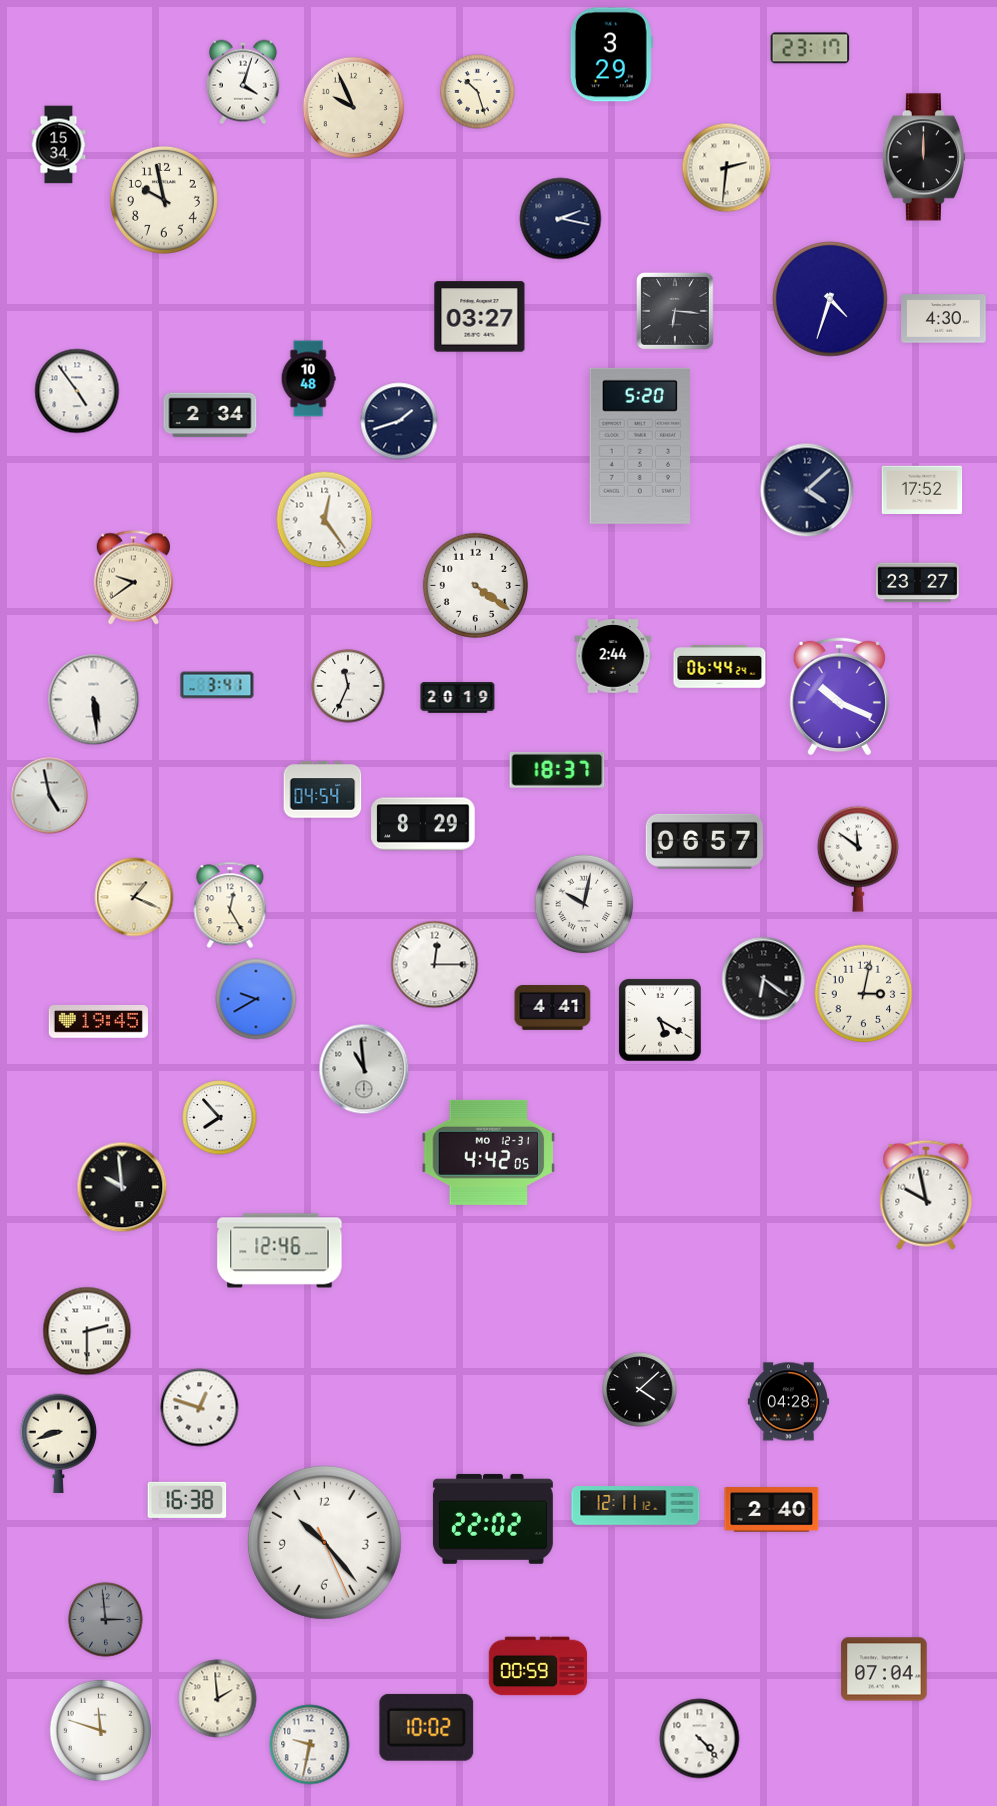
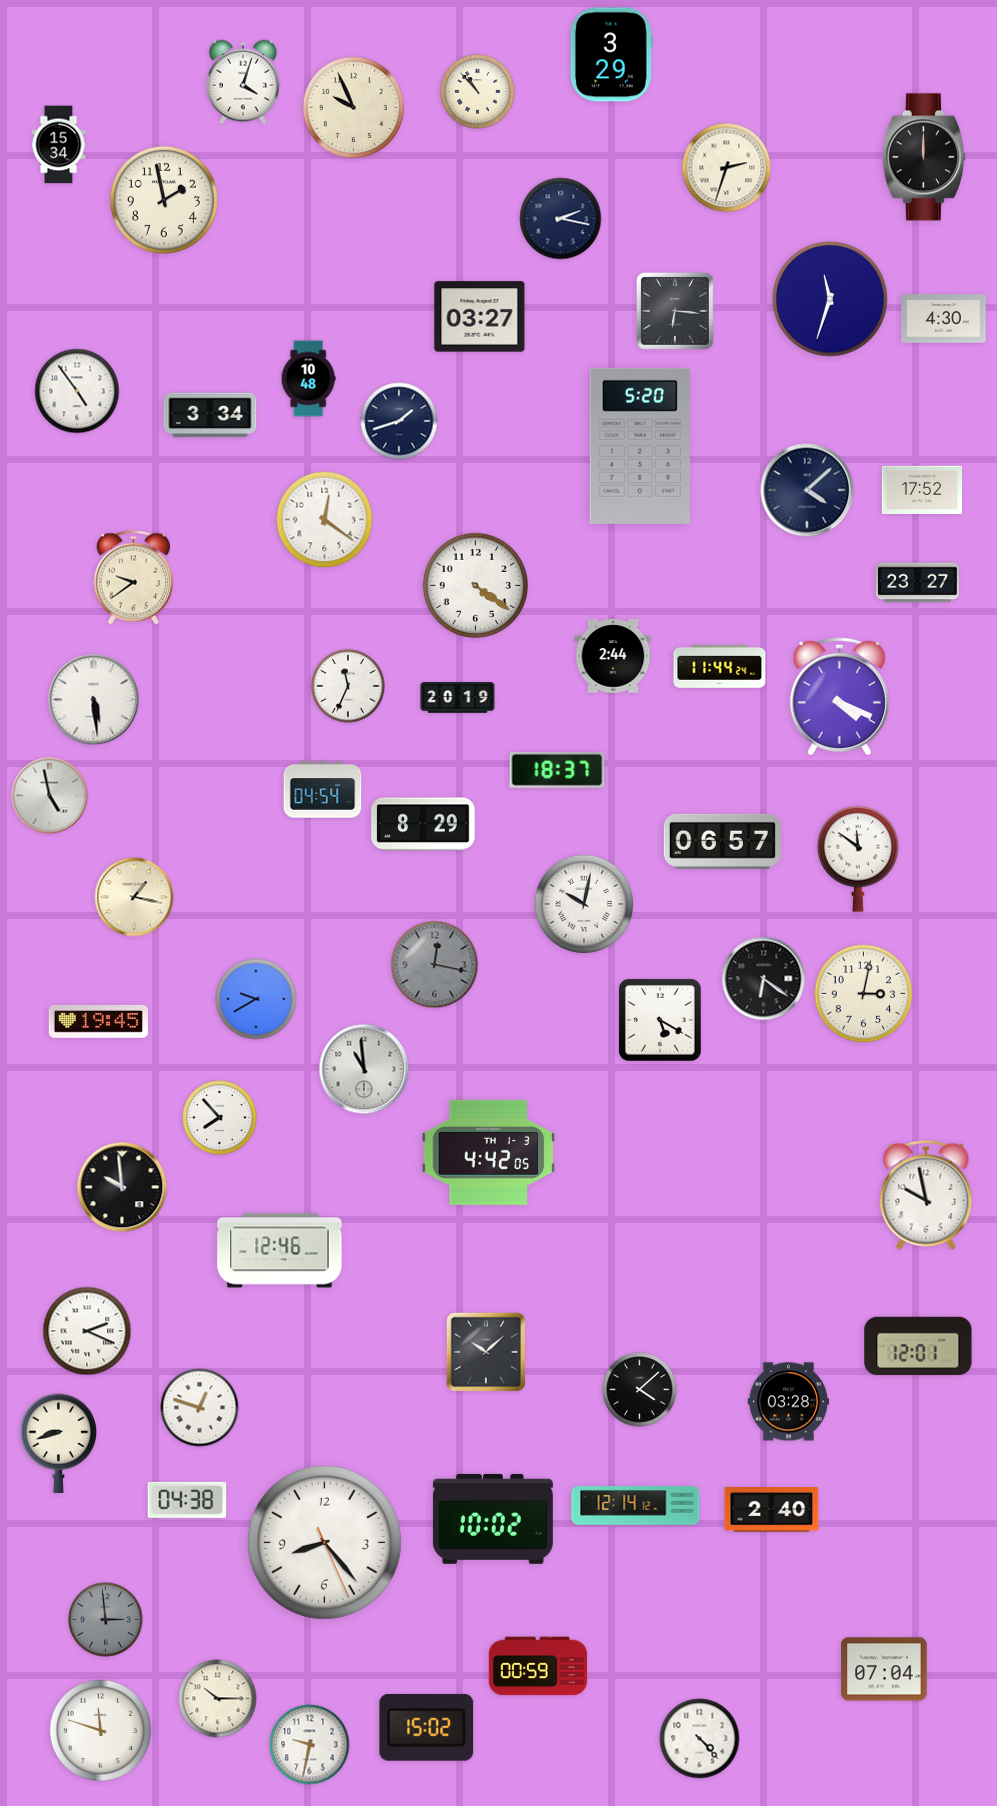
clock at (810, 48): 23:17 -> none
clock at (478, 92): 10:27 -> 10:53
clock at (727, 168): 2:31 -> 2:33
clock at (164, 200): 9:58 -> 1:58
clock at (830, 299): 4:33 -> 11:33
clock at (210, 415): 2:34 -> 3:34
clock at (325, 520): 12:24 -> 12:21
clock at (720, 667): 06:44 -> 11:44
clock at (217, 685): 3:41 -> none
clock at (839, 696): 10:19 -> 4:19
clock at (704, 841) position: (704, 841) -> (722, 841)
clock at (134, 897): 1:19 -> 1:17
clock at (230, 905): 12:25 -> none
clock at (435, 965): 12:15 -> 12:17
clock at (435, 965) dial: white -> grey
clock at (553, 1008): 4:41 -> none
clock at (489, 1152) date: MO 12-31 -> TH 1-3
clock at (87, 1331): 2:30 -> 2:19
clock at (918, 1346): none -> 12:01
clock at (485, 1352): none -> 10:08
clock at (788, 1402): 04:28 -> 03:28
clock at (187, 1500): 16:38 -> 04:38
clock at (636, 1506): 12:11 -> 12:14
clock at (493, 1519): 22:02 -> 10:02
clock at (324, 1542): 10:23 -> 8:23
clock at (218, 1699): 1:59 -> 10:15
clock at (427, 1727): 10:02 -> 15:02
